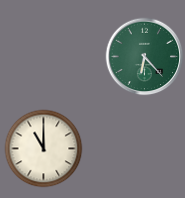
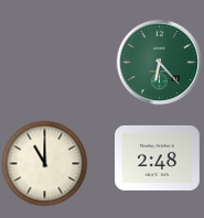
clock at (158, 157): none -> 2:48
clock at (43, 148) position: (43, 148) -> (44, 163)
